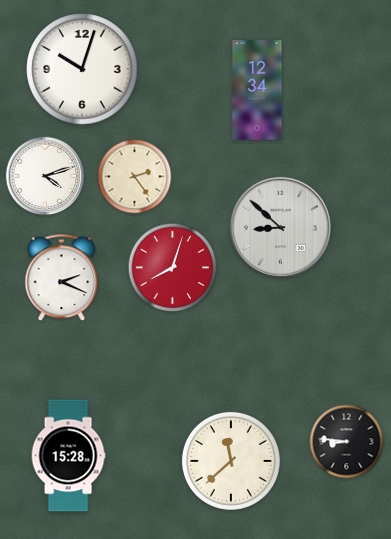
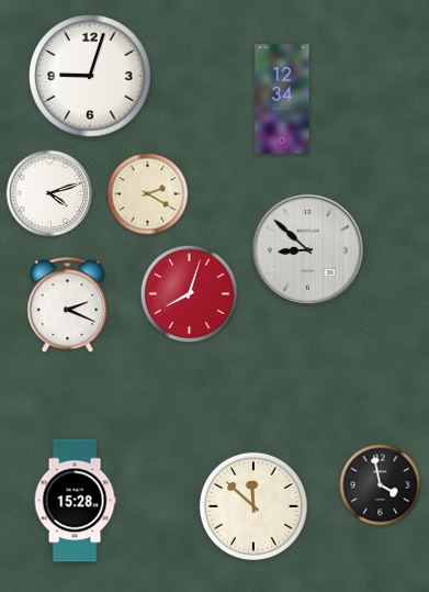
clock at (82, 69): 10:03 -> 9:03
clock at (135, 177): 2:24 -> 2:20
clock at (347, 442): 8:46 -> 3:58
clock at (231, 461): 11:38 -> 11:52
